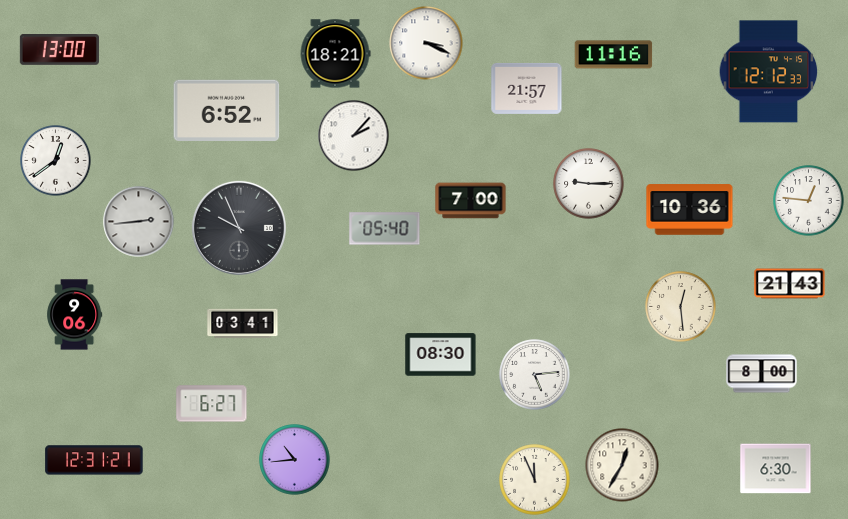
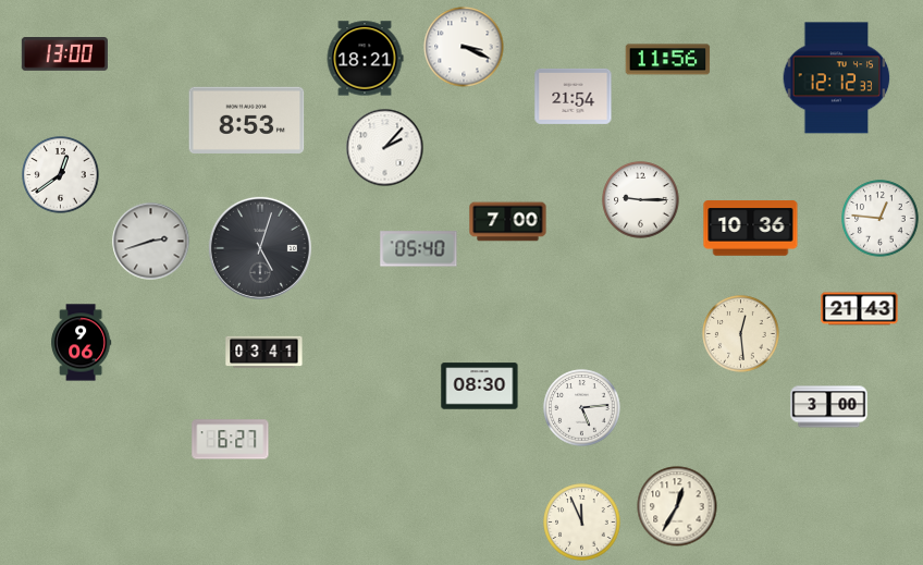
clock at (614, 55): 11:16 -> 11:56
clock at (527, 88): 21:57 -> 21:54
clock at (227, 110): 6:52 -> 8:53
clock at (471, 201) position: (471, 201) -> (508, 222)
clock at (139, 222): 2:44 -> 2:42
clock at (239, 228): 9:56 -> 5:03
clock at (762, 374): 8:00 -> 3:00
clock at (94, 460): 12:31 -> none
clock at (295, 460): 10:44 -> none
clock at (776, 469): 6:30 -> none
